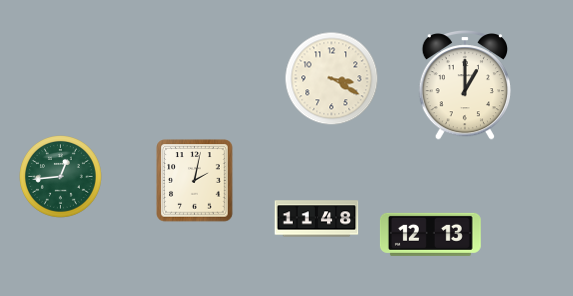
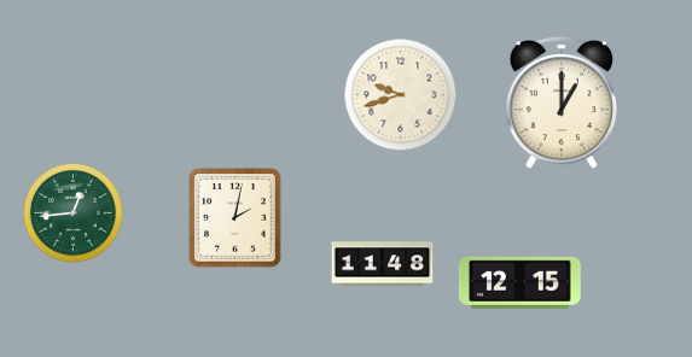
clock at (332, 79): 3:20 -> 9:42
clock at (430, 234): 12:13 -> 12:15
